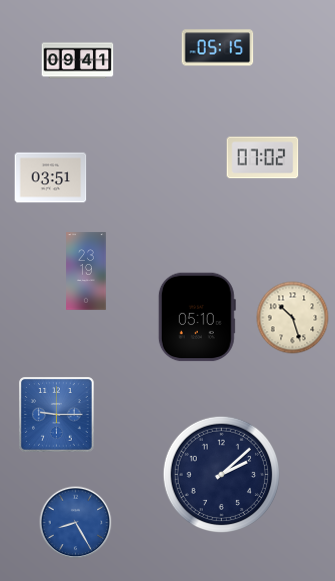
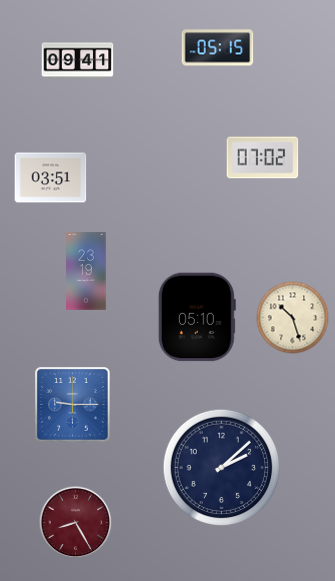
clock at (57, 415) position: (57, 415) -> (73, 405)
clock at (222, 475) position: (222, 475) -> (222, 468)
clock at (76, 523) dial: blue -> burgundy
